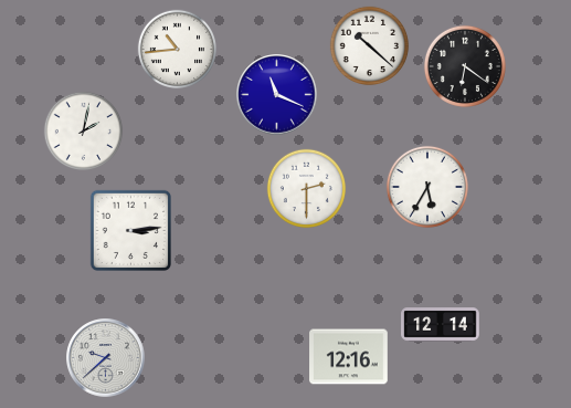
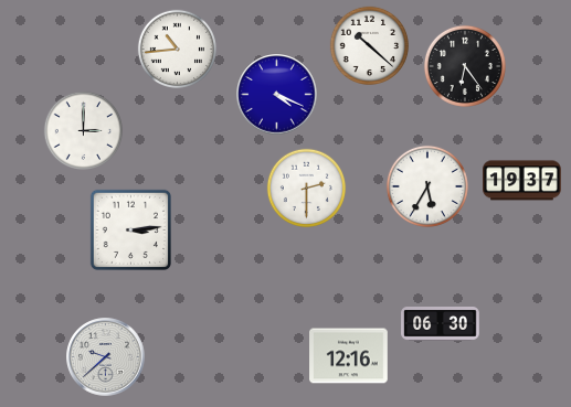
clock at (465, 66): 6:21 -> 6:24
clock at (277, 95): 11:19 -> 4:19
clock at (84, 132): 2:02 -> 3:00
clock at (522, 181): none -> 19:37
clock at (441, 325): 12:14 -> 06:30
